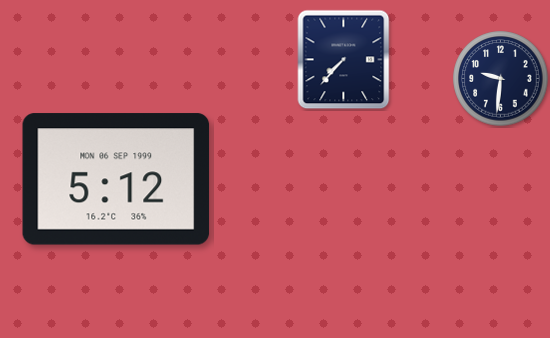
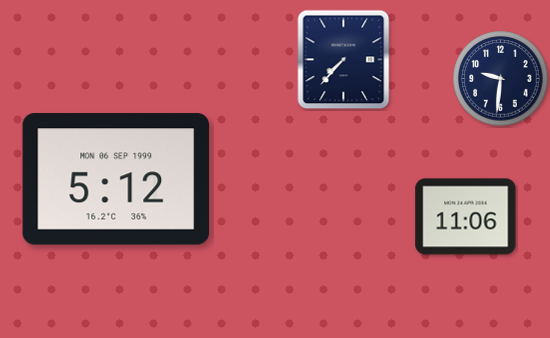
clock at (466, 217): none -> 11:06
